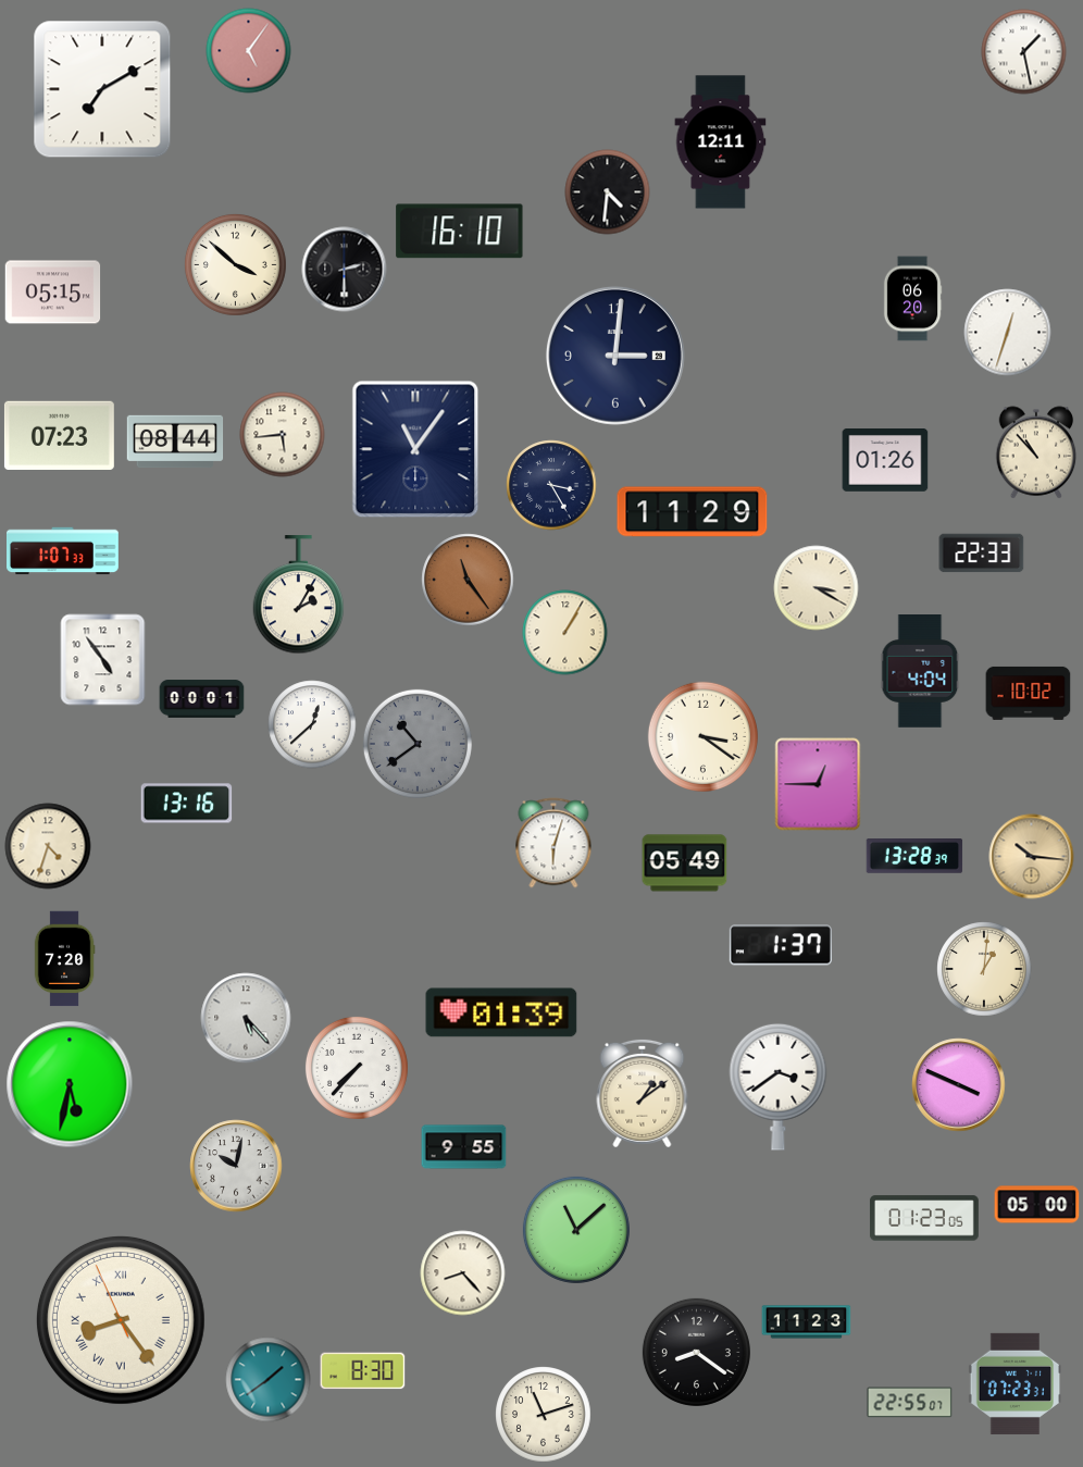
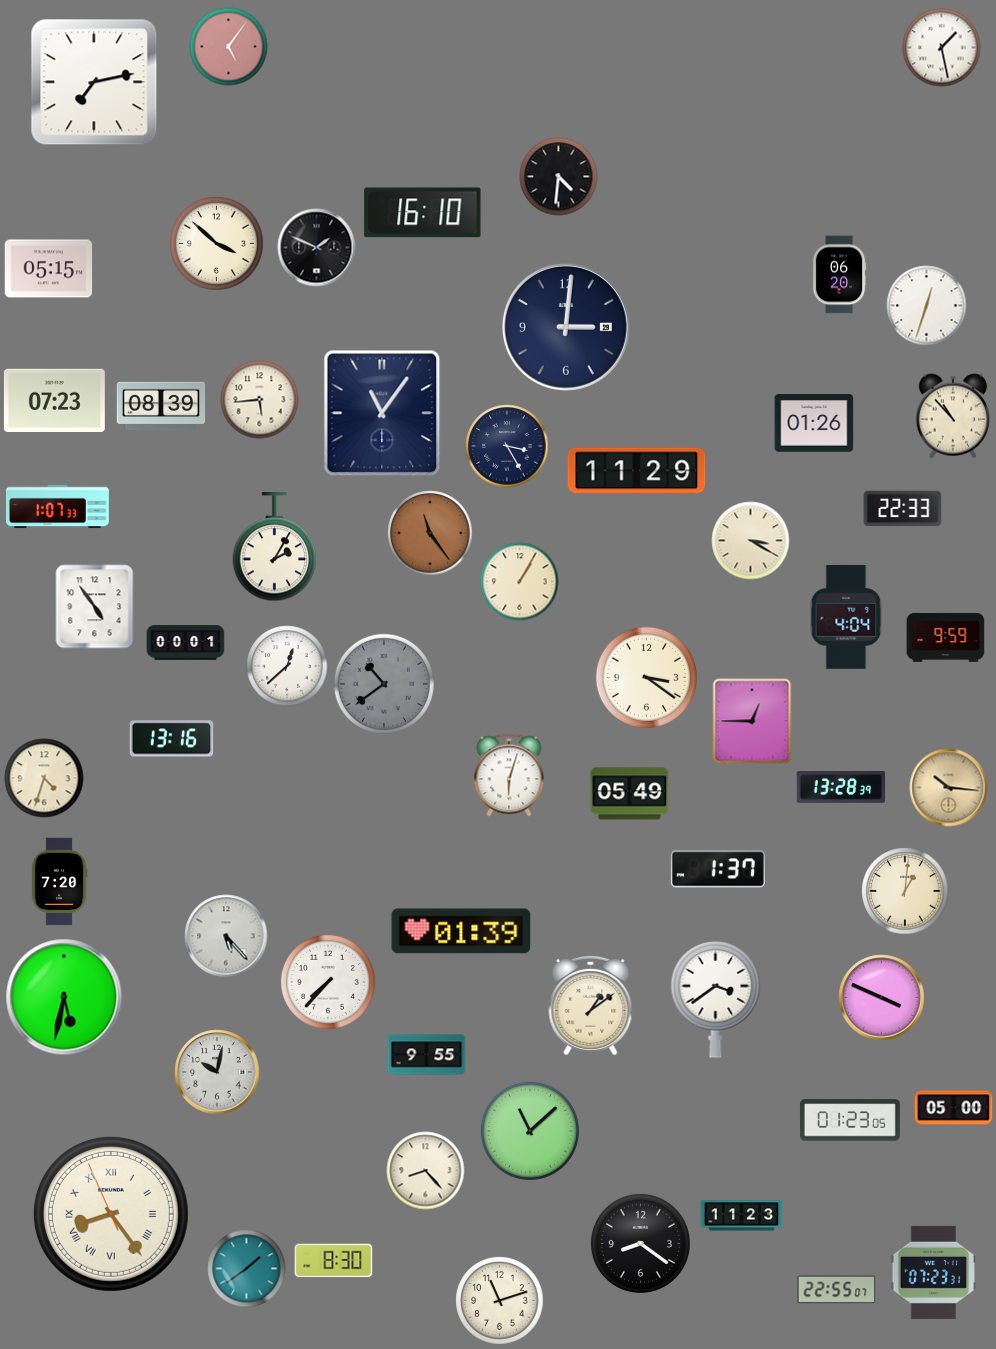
clock at (102, 89): 7:10 -> 7:13
clock at (721, 142): 12:11 -> none
clock at (344, 269): 2:30 -> 1:49
clock at (175, 442): 08:44 -> 08:39
clock at (1028, 693): 10:02 -> 9:59
